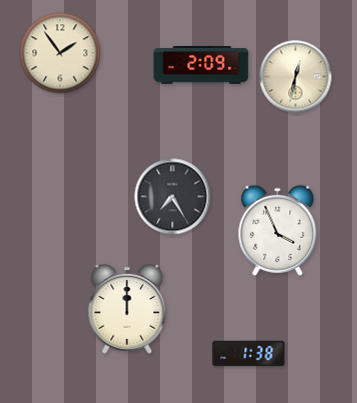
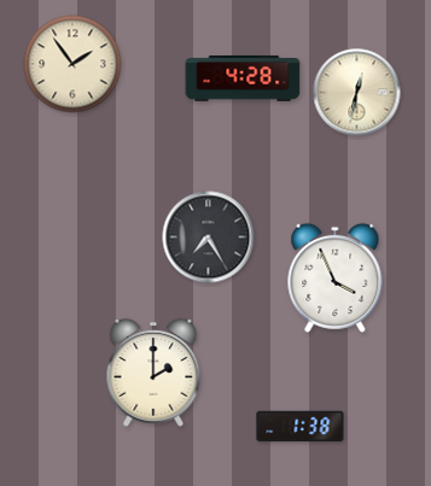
clock at (201, 66): 2:09 -> 4:28
clock at (127, 309): 12:00 -> 2:00
